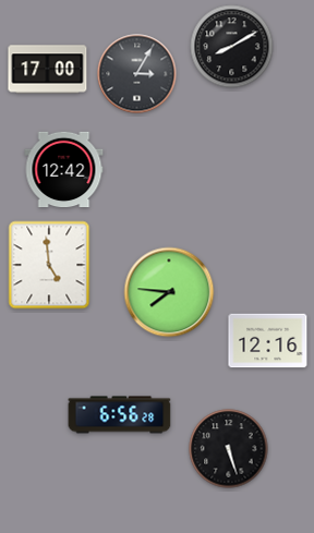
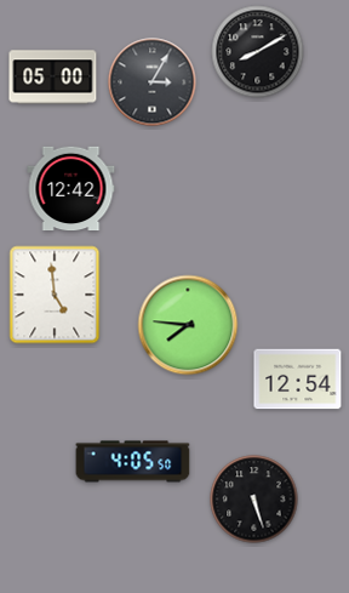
clock at (48, 70): 17:00 -> 05:00
clock at (268, 341): 12:16 -> 12:54
clock at (120, 415): 6:56 -> 4:05
